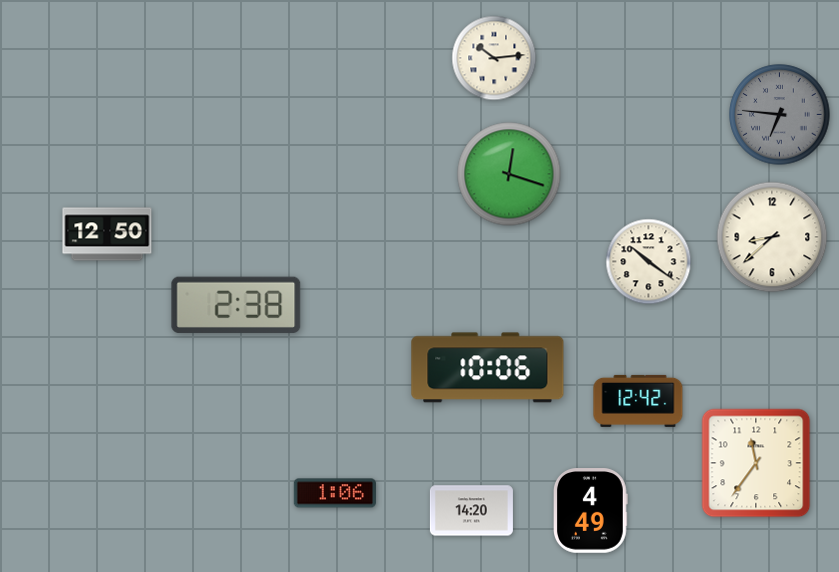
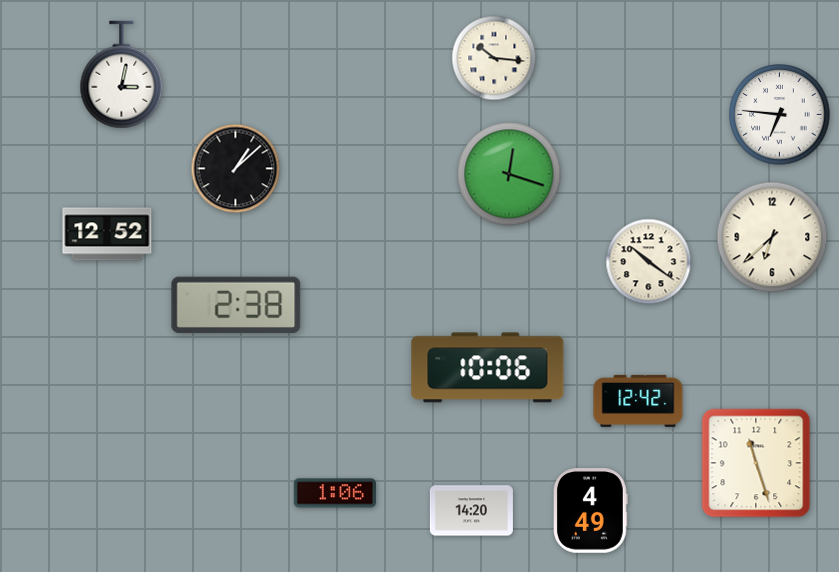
clock at (494, 58): 10:14 -> 10:16
clock at (122, 75): none -> 3:02
clock at (780, 115) dial: grey -> white
clock at (236, 169): none -> 1:08
clock at (107, 234): 12:50 -> 12:52
clock at (772, 237): 8:38 -> 6:38
clock at (756, 463): 11:36 -> 11:27
